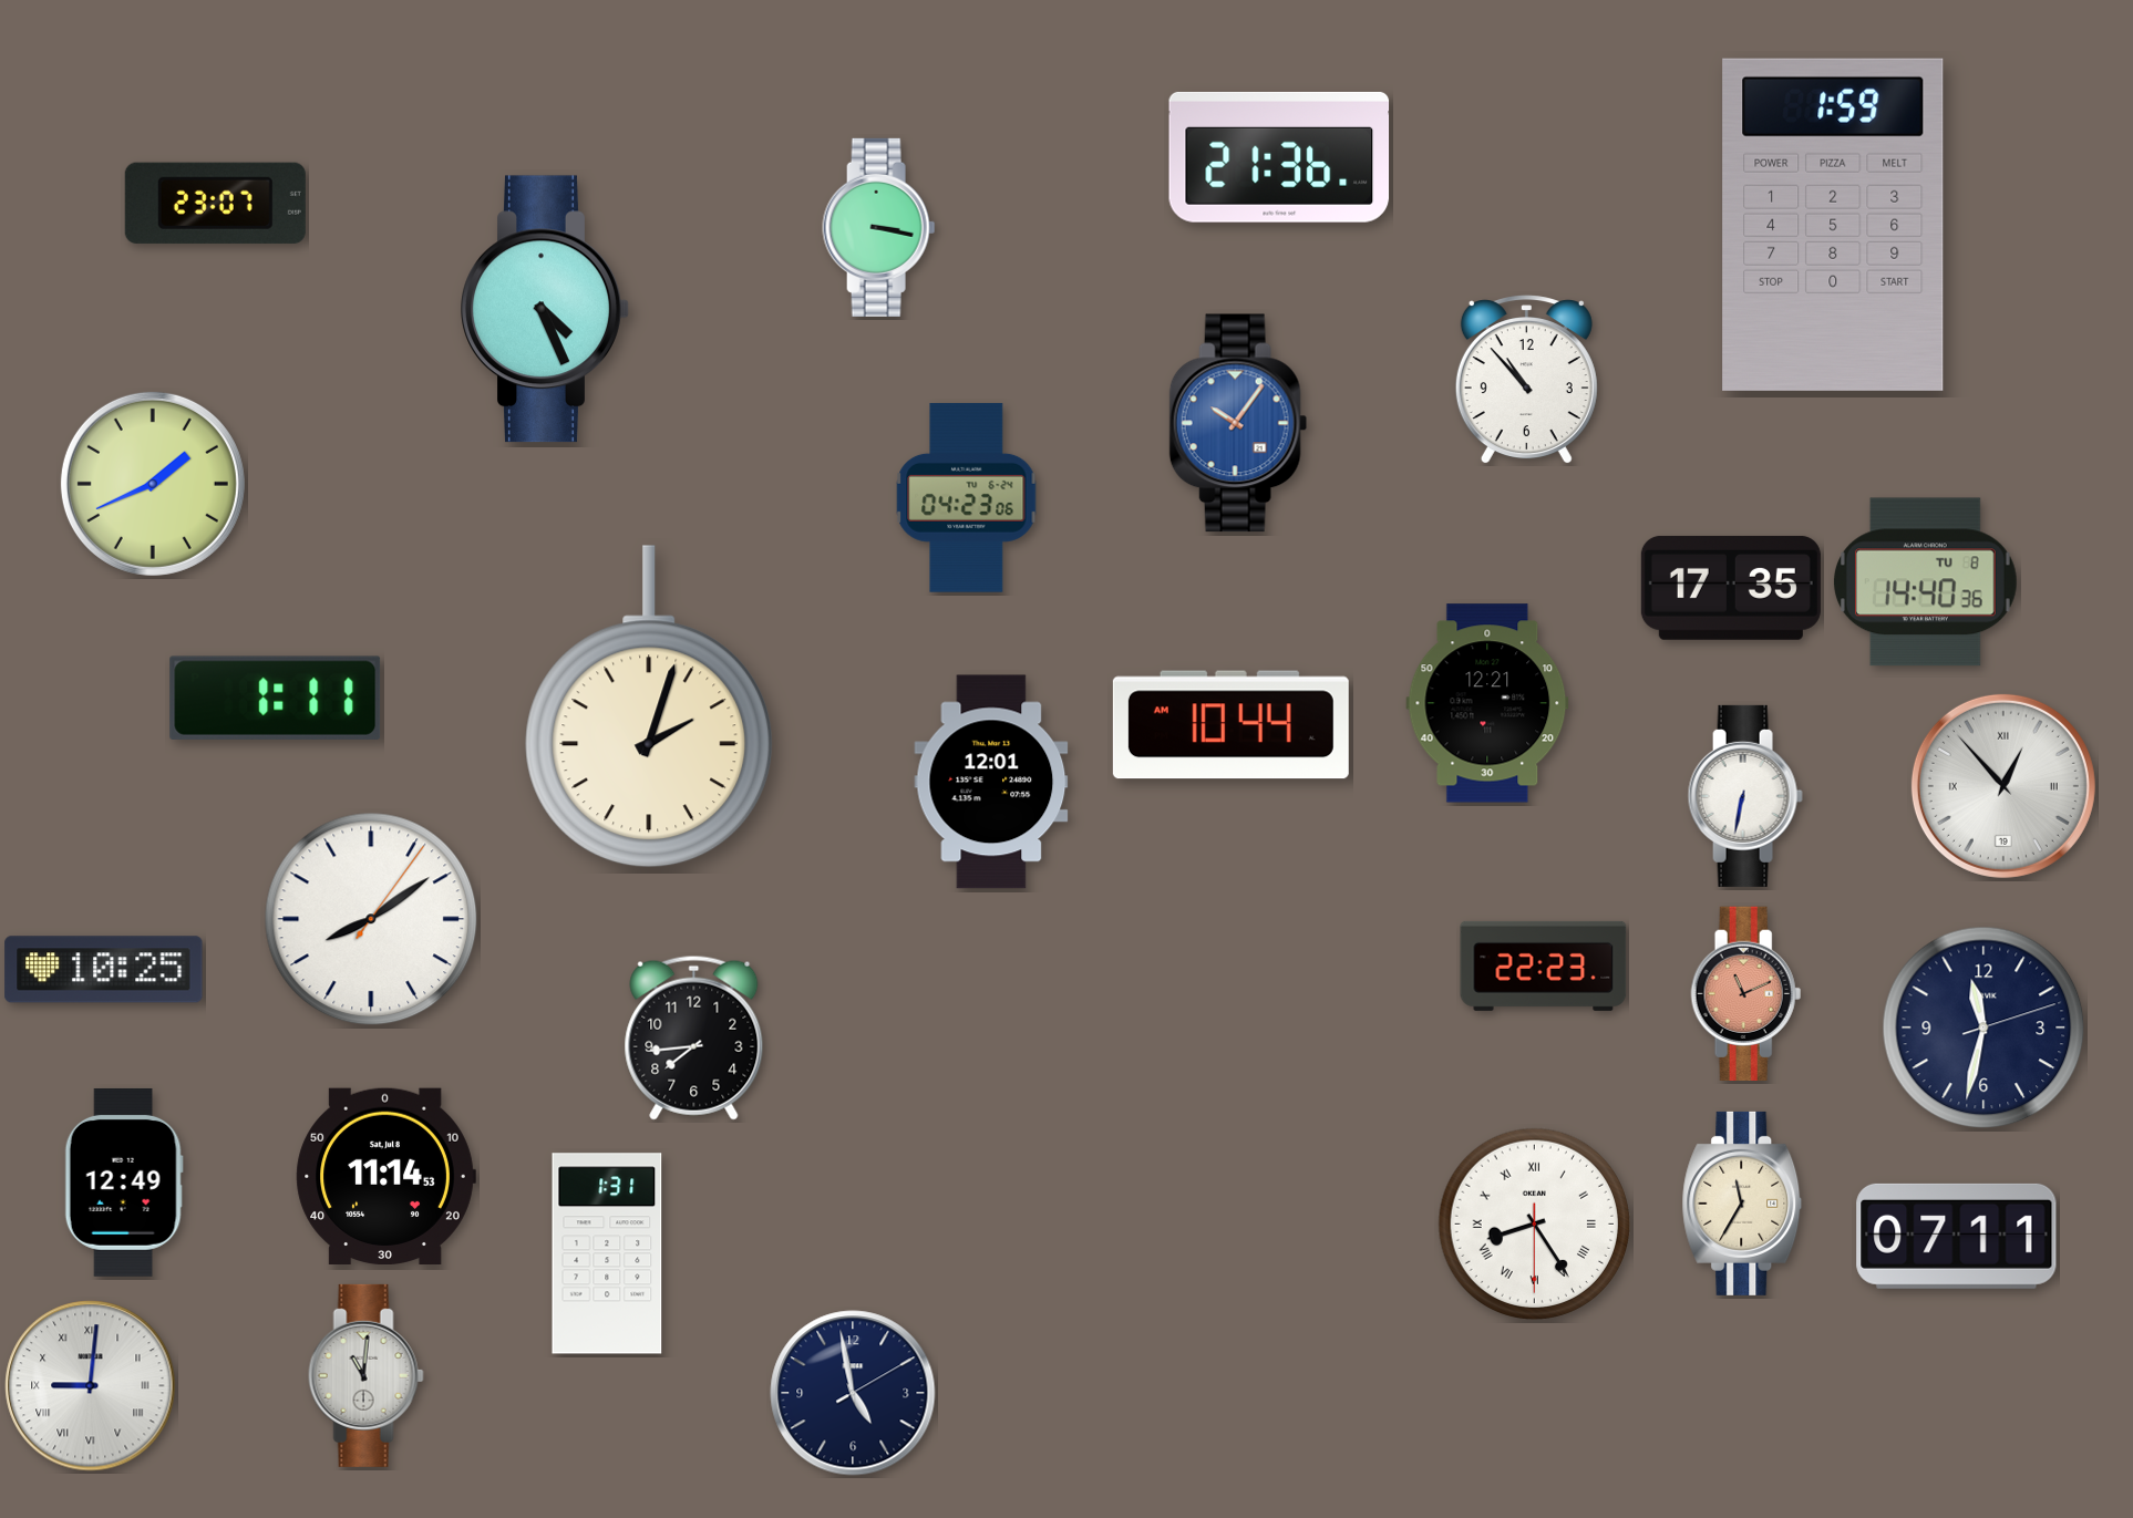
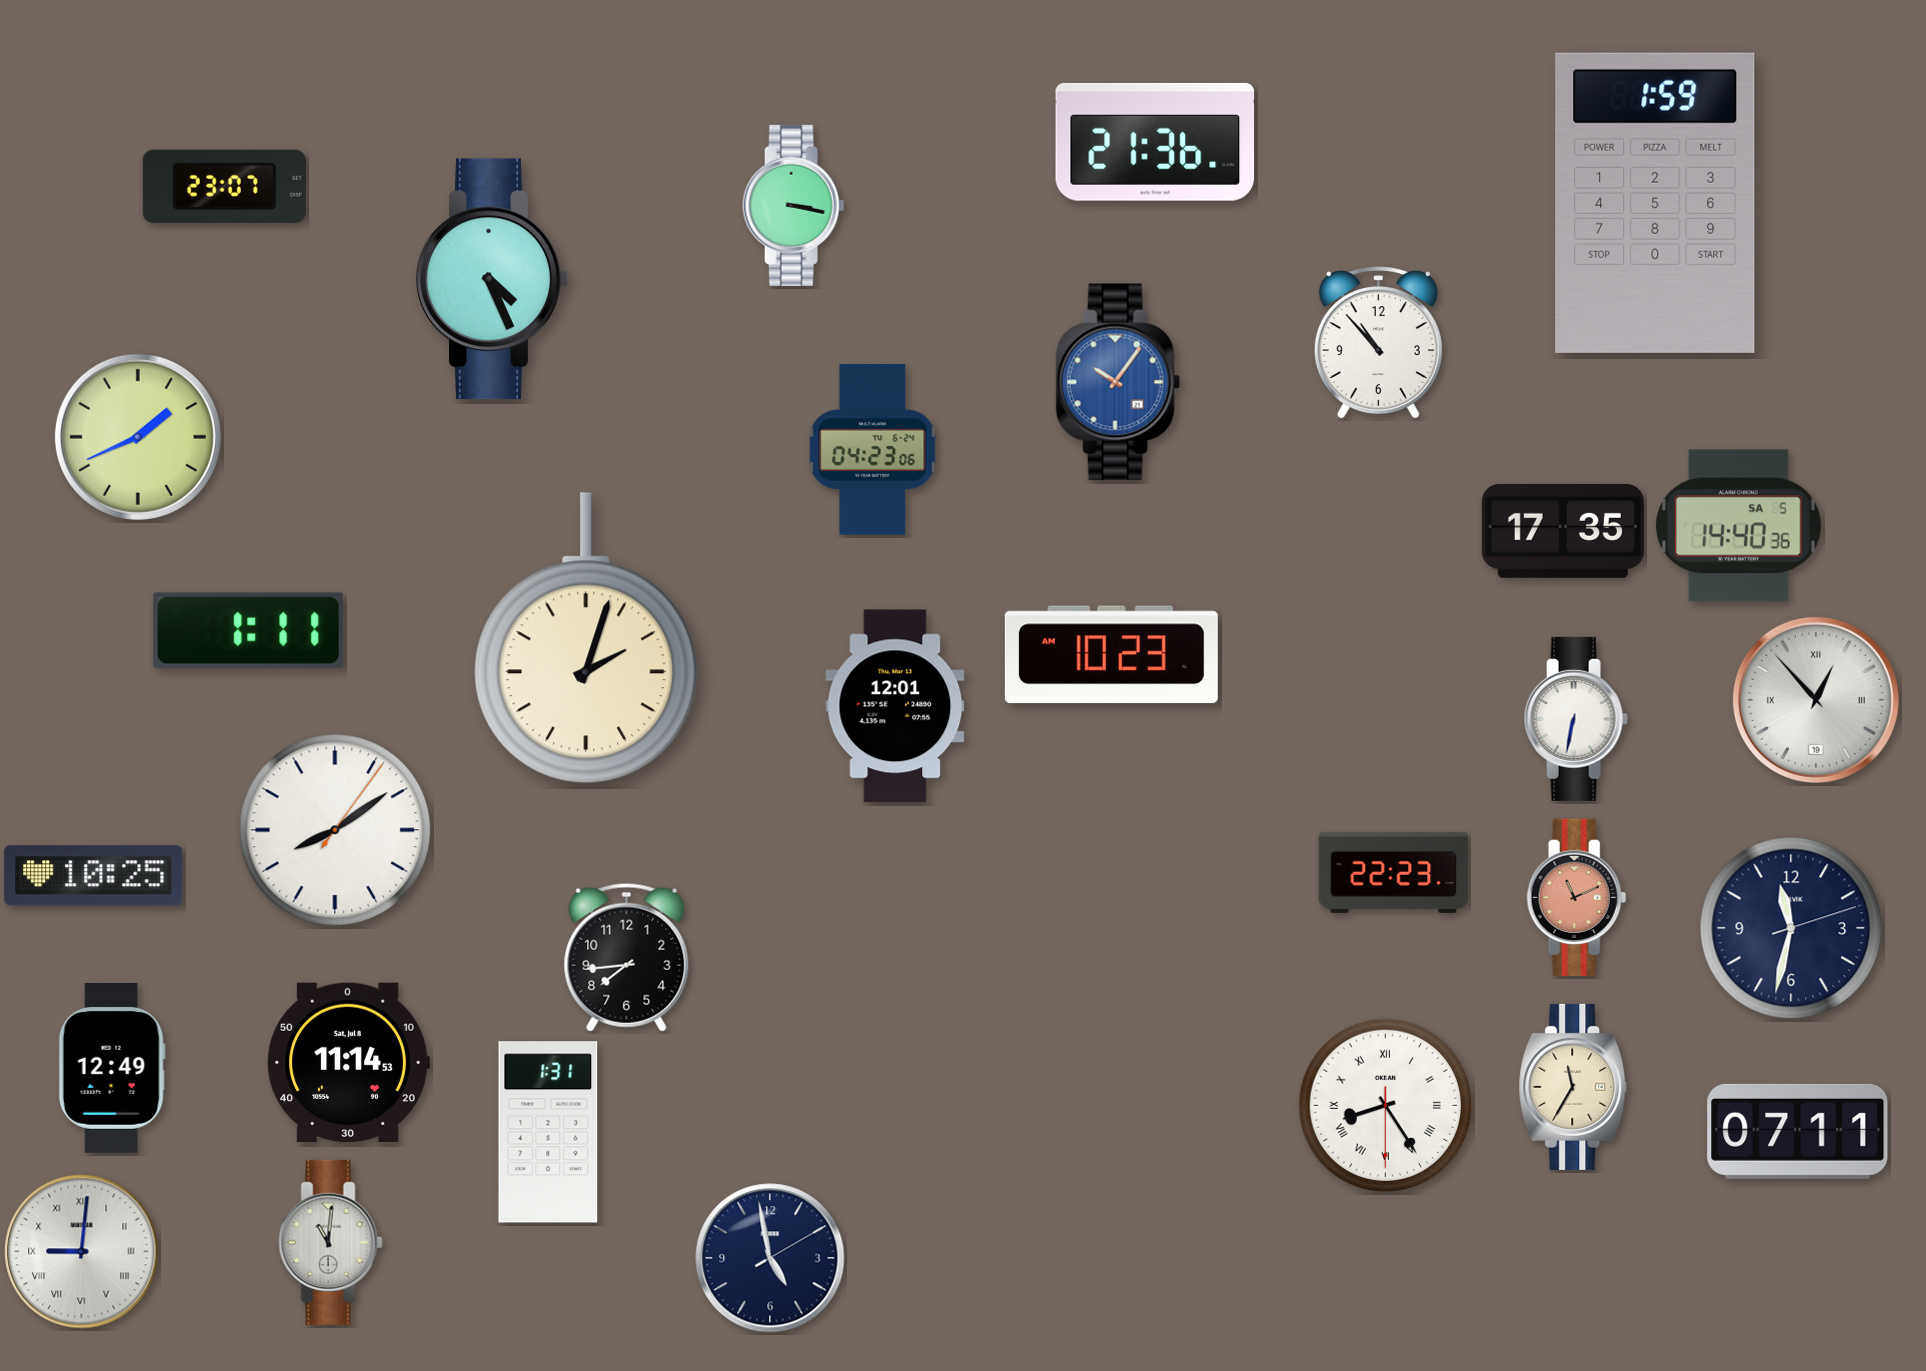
clock at (215, 203) position: (215, 203) -> (224, 186)
clock at (1925, 582) date: TU 8 -> SA 5
clock at (1487, 703): 12:21 -> none
clock at (1230, 725): 10:44 -> 10:23
clock at (2003, 786) position: (2003, 786) -> (1816, 700)
clock at (694, 1037) position: (694, 1037) -> (627, 957)
clock at (1957, 1236) position: (1957, 1236) -> (1798, 1131)
